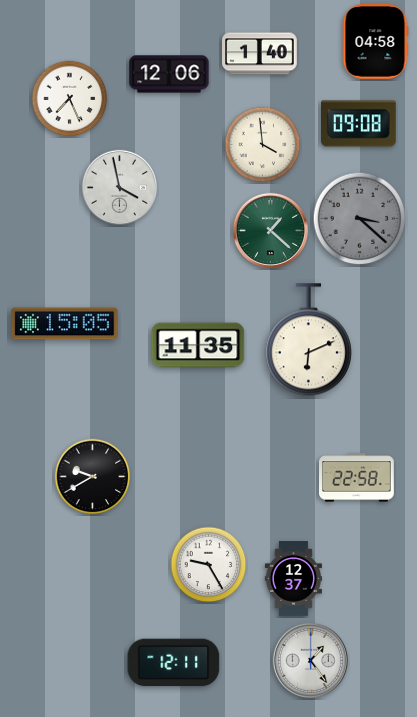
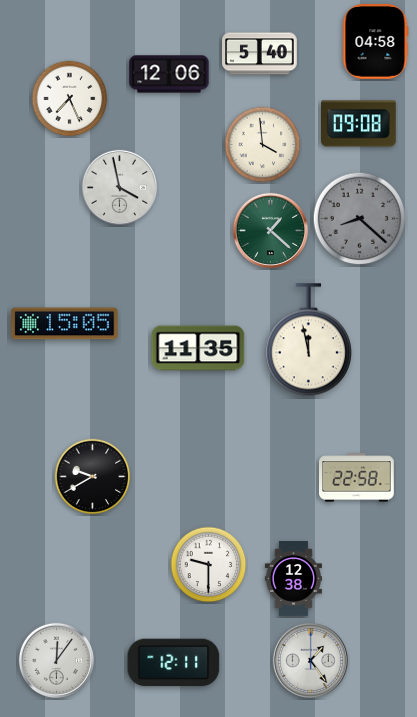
clock at (260, 54): 1:40 -> 5:40
clock at (360, 219): 3:22 -> 8:22
clock at (308, 340): 6:11 -> 11:58
clock at (198, 345) position: (198, 345) -> (198, 348)
clock at (209, 565): 9:25 -> 9:30
clock at (293, 579): 12:37 -> 12:38
clock at (56, 660): none -> 12:06
